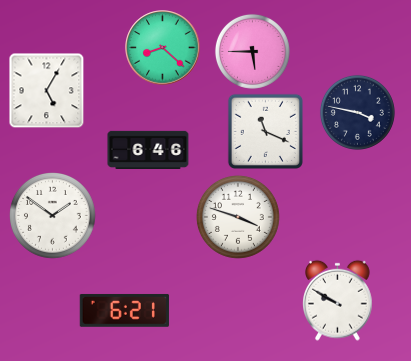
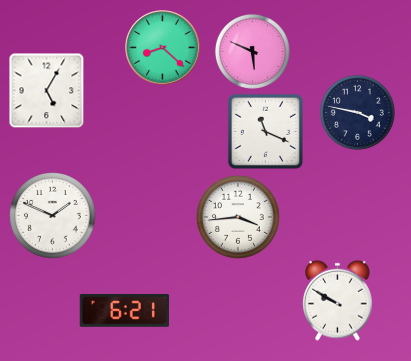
clock at (252, 51): 5:45 -> 5:49
clock at (148, 149): 6:46 -> none
clock at (53, 216): 1:51 -> 1:49
clock at (238, 217): 3:48 -> 3:44
